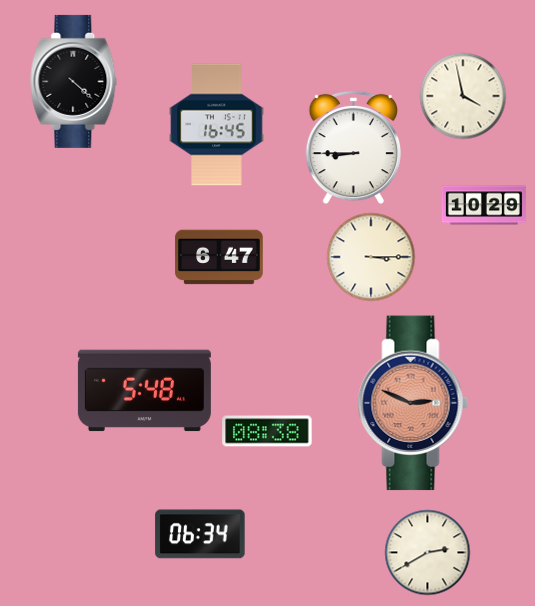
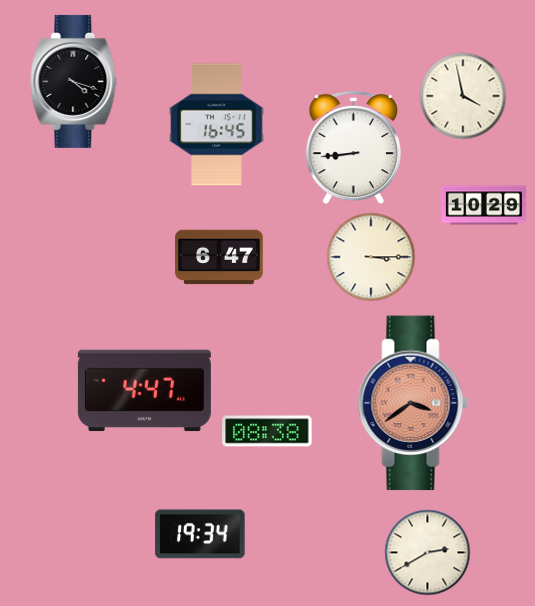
clock at (74, 81): 4:22 -> 4:18
clock at (353, 148): 8:45 -> 8:44
clock at (144, 391): 5:48 -> 4:47
clock at (413, 403): 2:49 -> 3:39
clock at (200, 534): 06:34 -> 19:34
